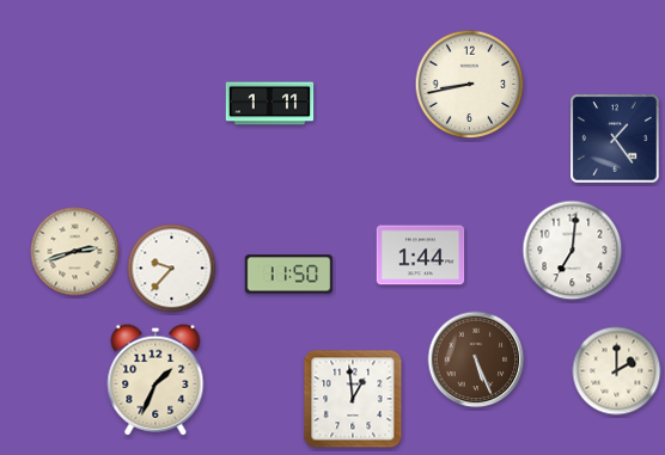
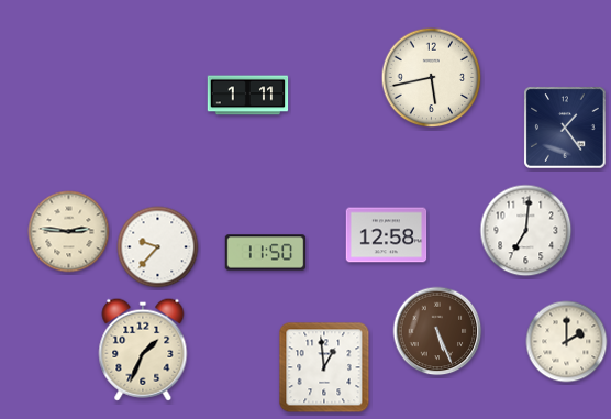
clock at (470, 85): 8:43 -> 5:43
clock at (75, 252): 2:42 -> 2:46
clock at (421, 256): 1:44 -> 12:58
